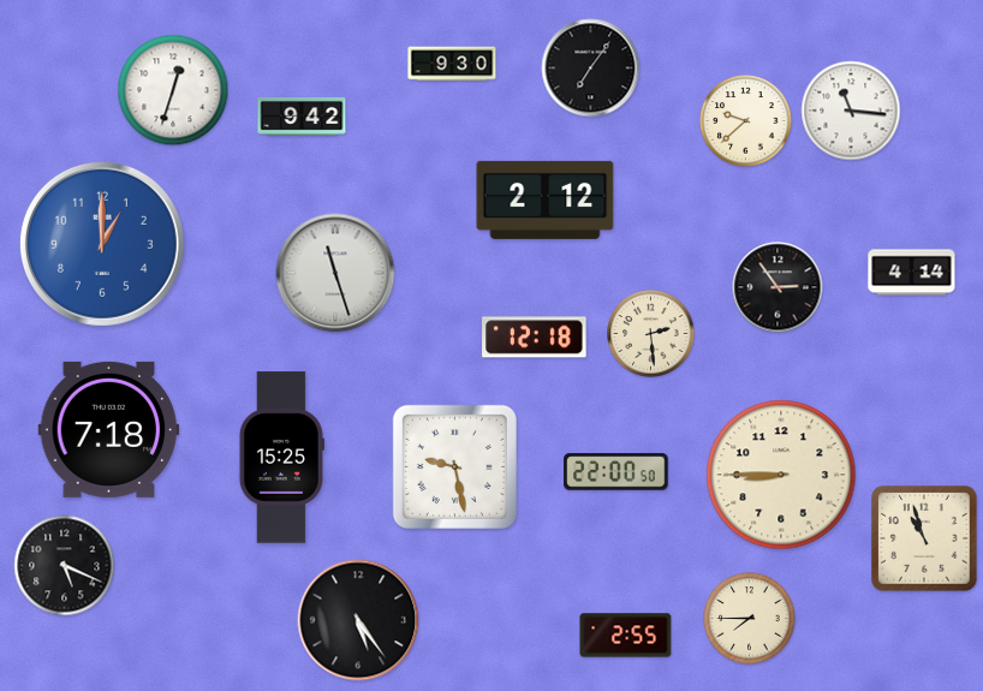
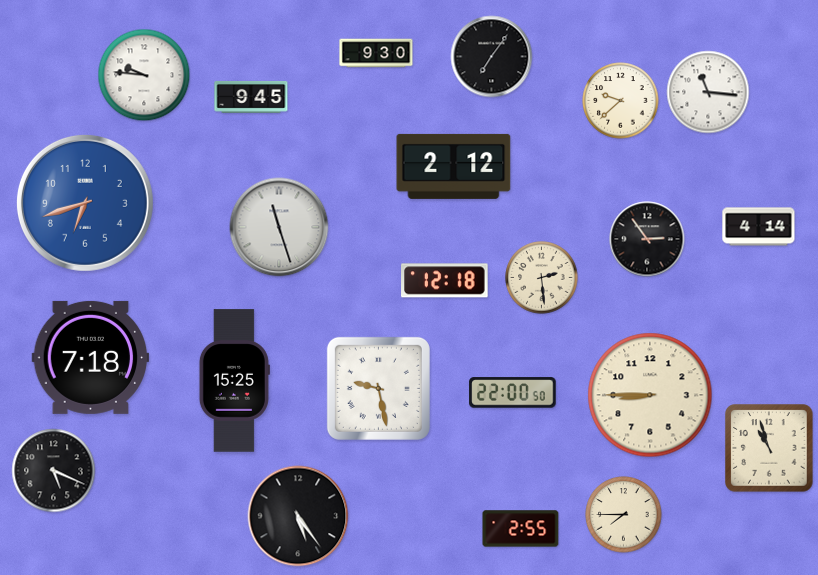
clock at (173, 90): 12:33 -> 9:46
clock at (302, 117): 9:42 -> 9:45
clock at (102, 244): 1:00 -> 6:42
